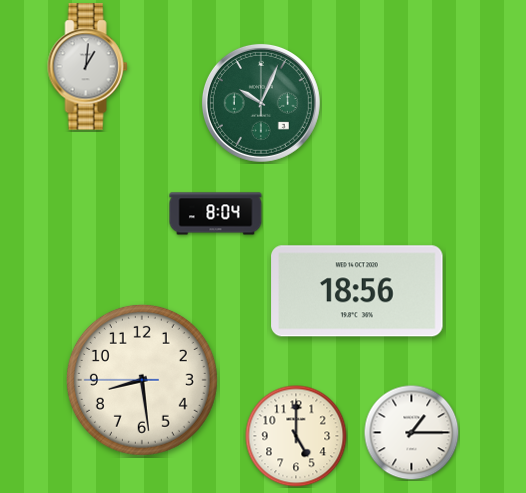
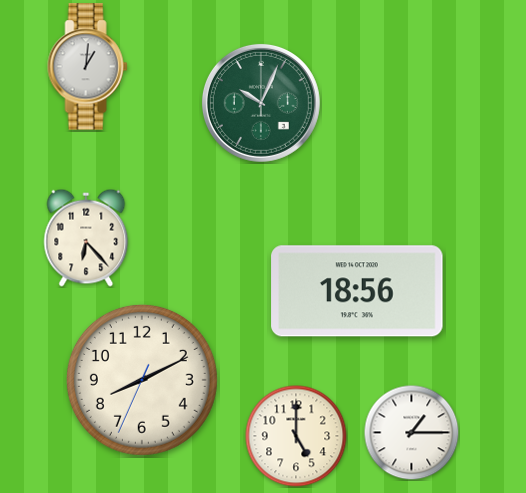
clock at (216, 214): 8:04 -> none
clock at (86, 238): none -> 6:23
clock at (142, 380): 8:28 -> 8:10
